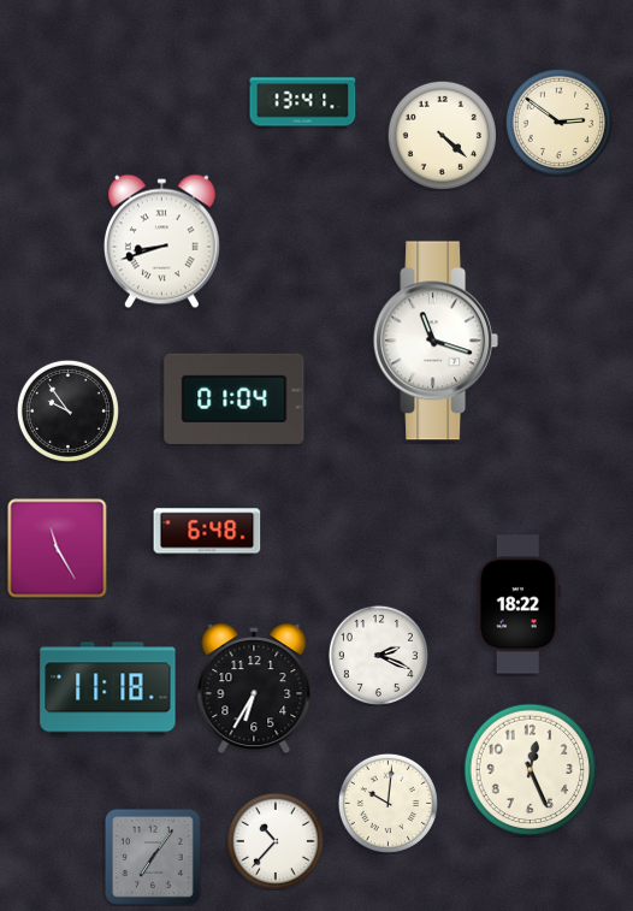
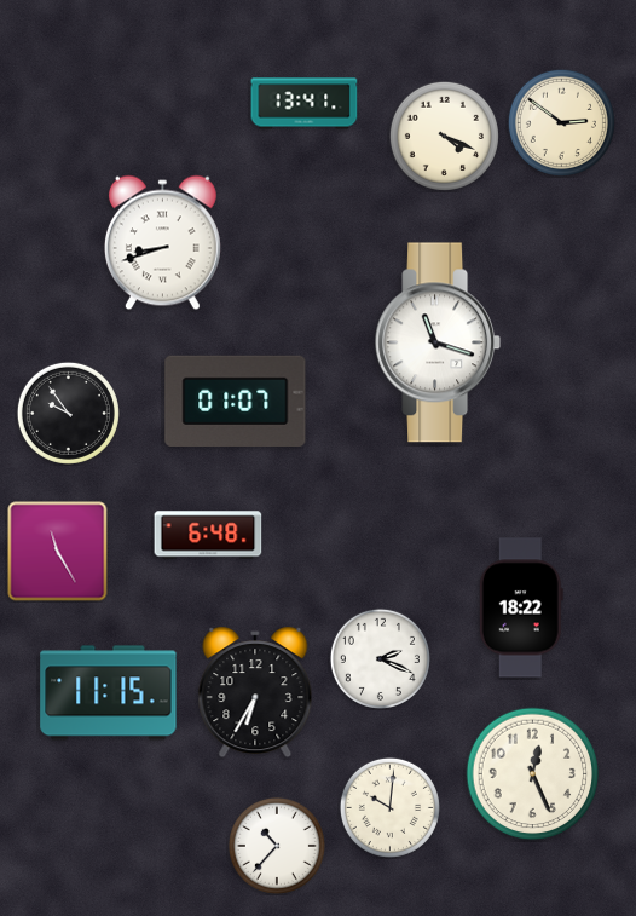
clock at (442, 135): 4:22 -> 4:19
clock at (235, 398): 01:04 -> 01:07
clock at (108, 690): 11:18 -> 11:15
clock at (153, 857): 7:06 -> none
